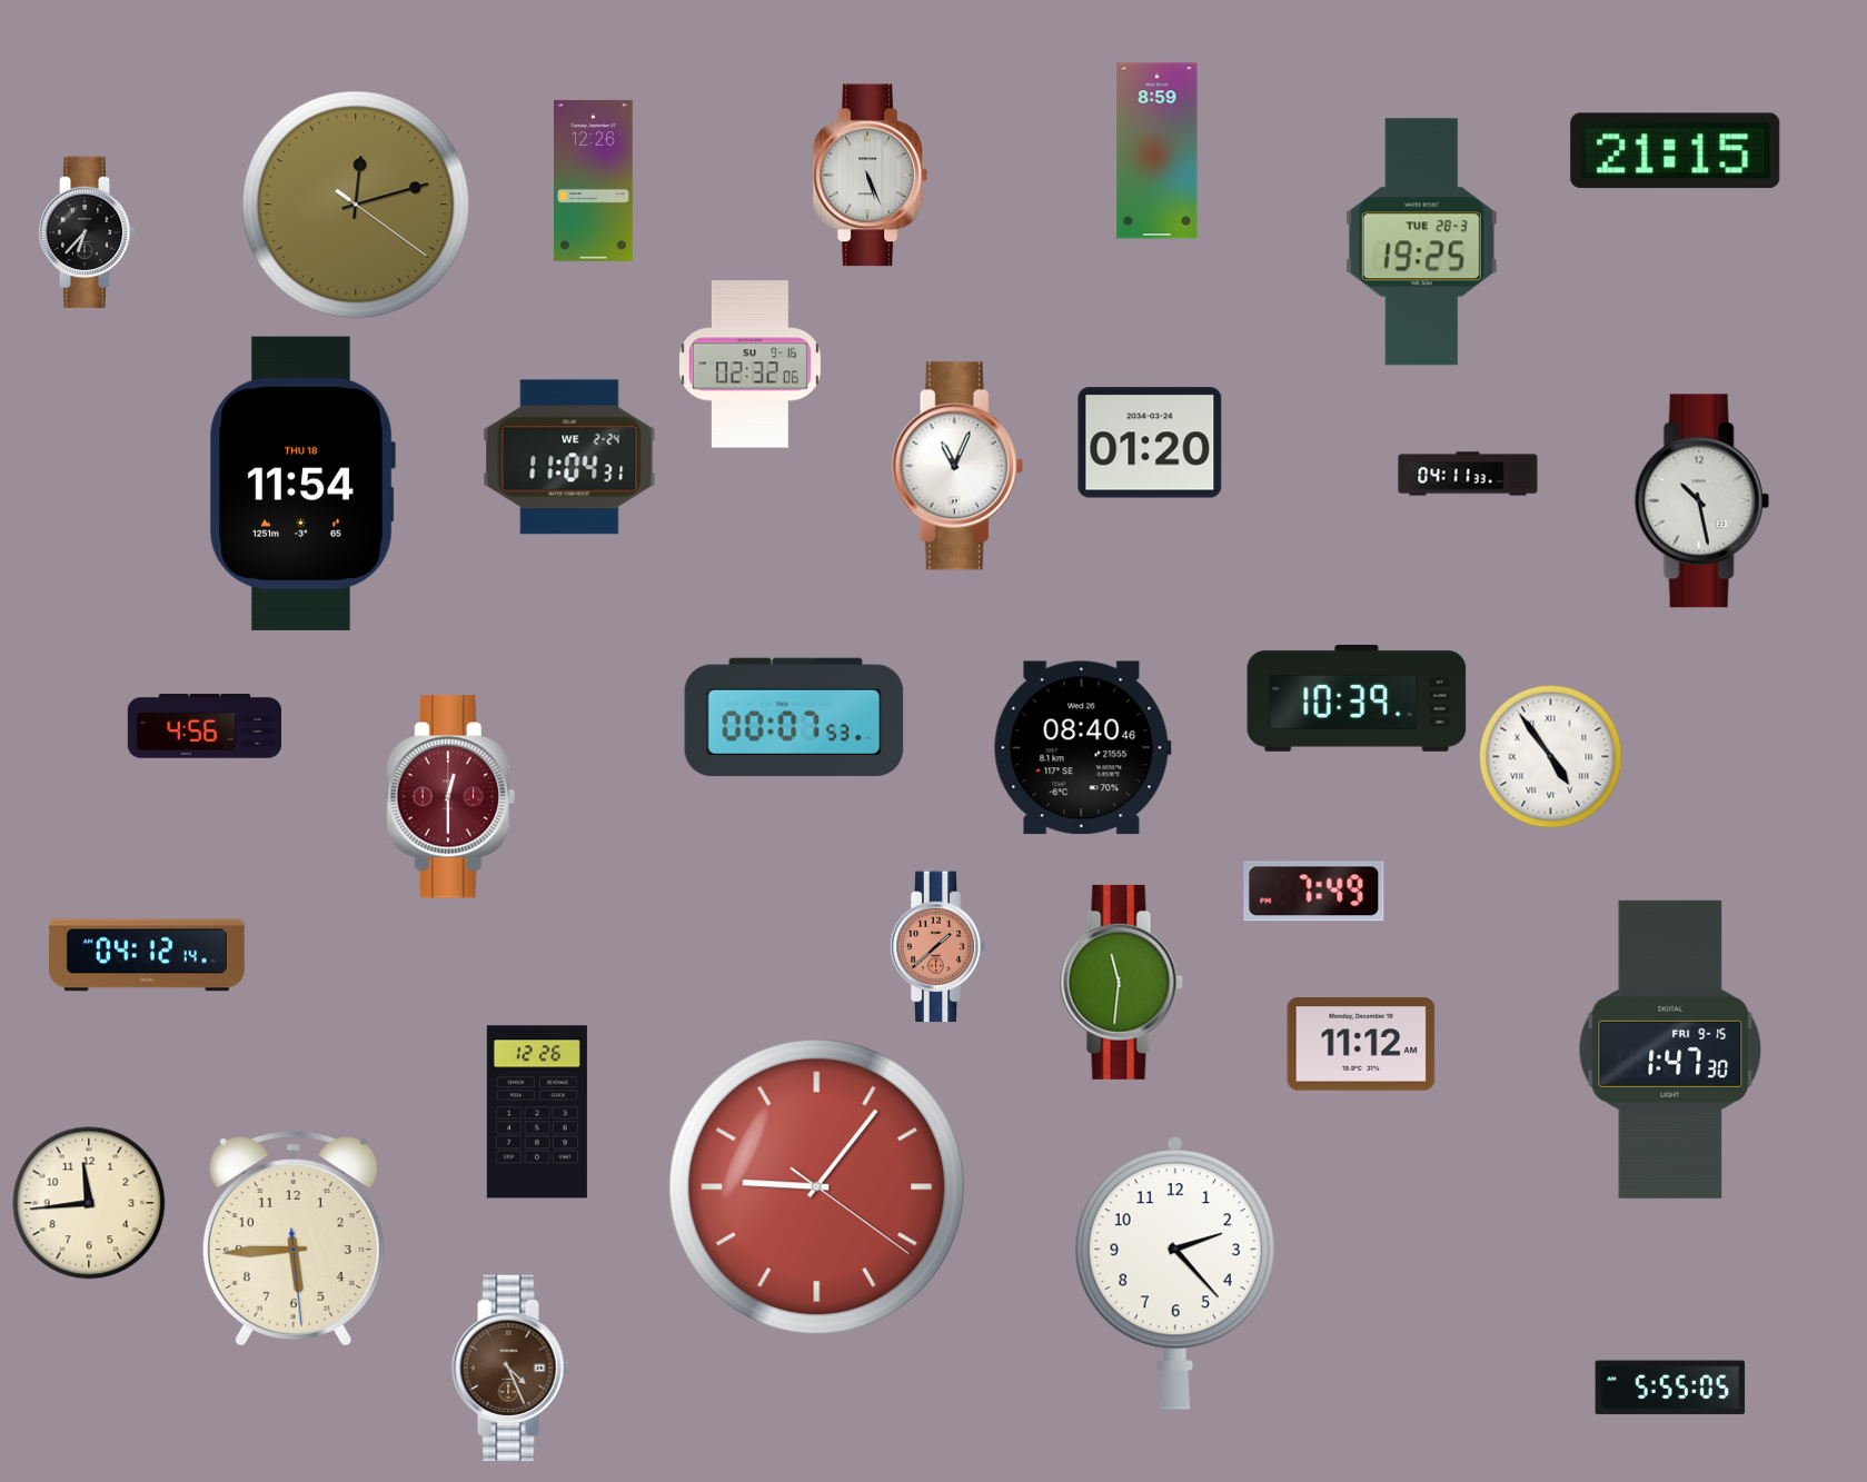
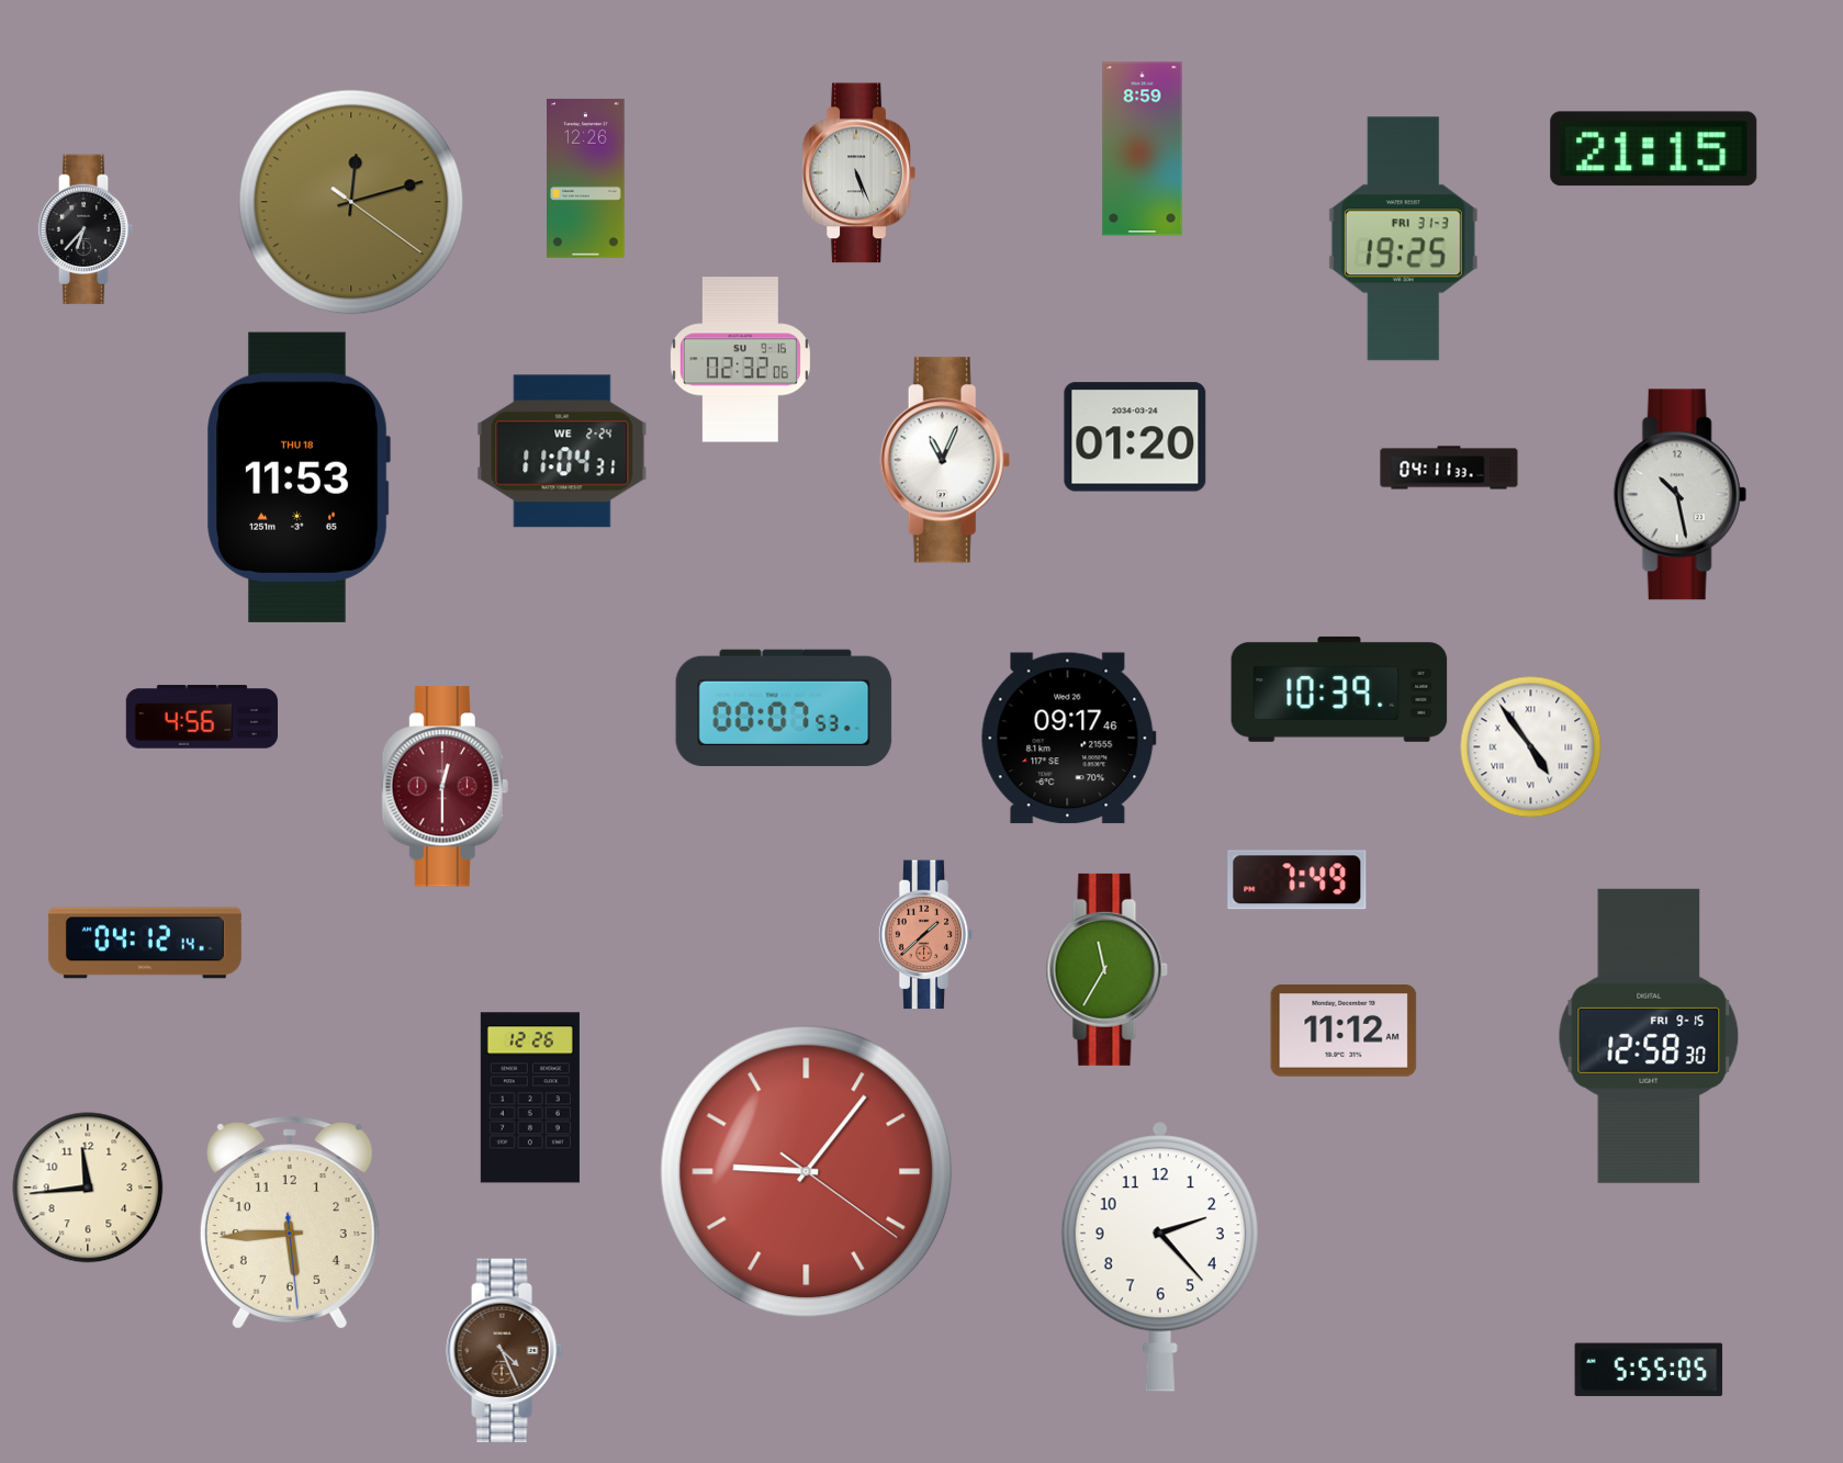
clock at (1421, 242) date: TUE 28-3 -> FRI 31-3
clock at (302, 484): 11:54 -> 11:53
clock at (1082, 748): 08:40 -> 09:17
clock at (1121, 982): 11:31 -> 11:35
clock at (1670, 1050): 1:47 -> 12:58
